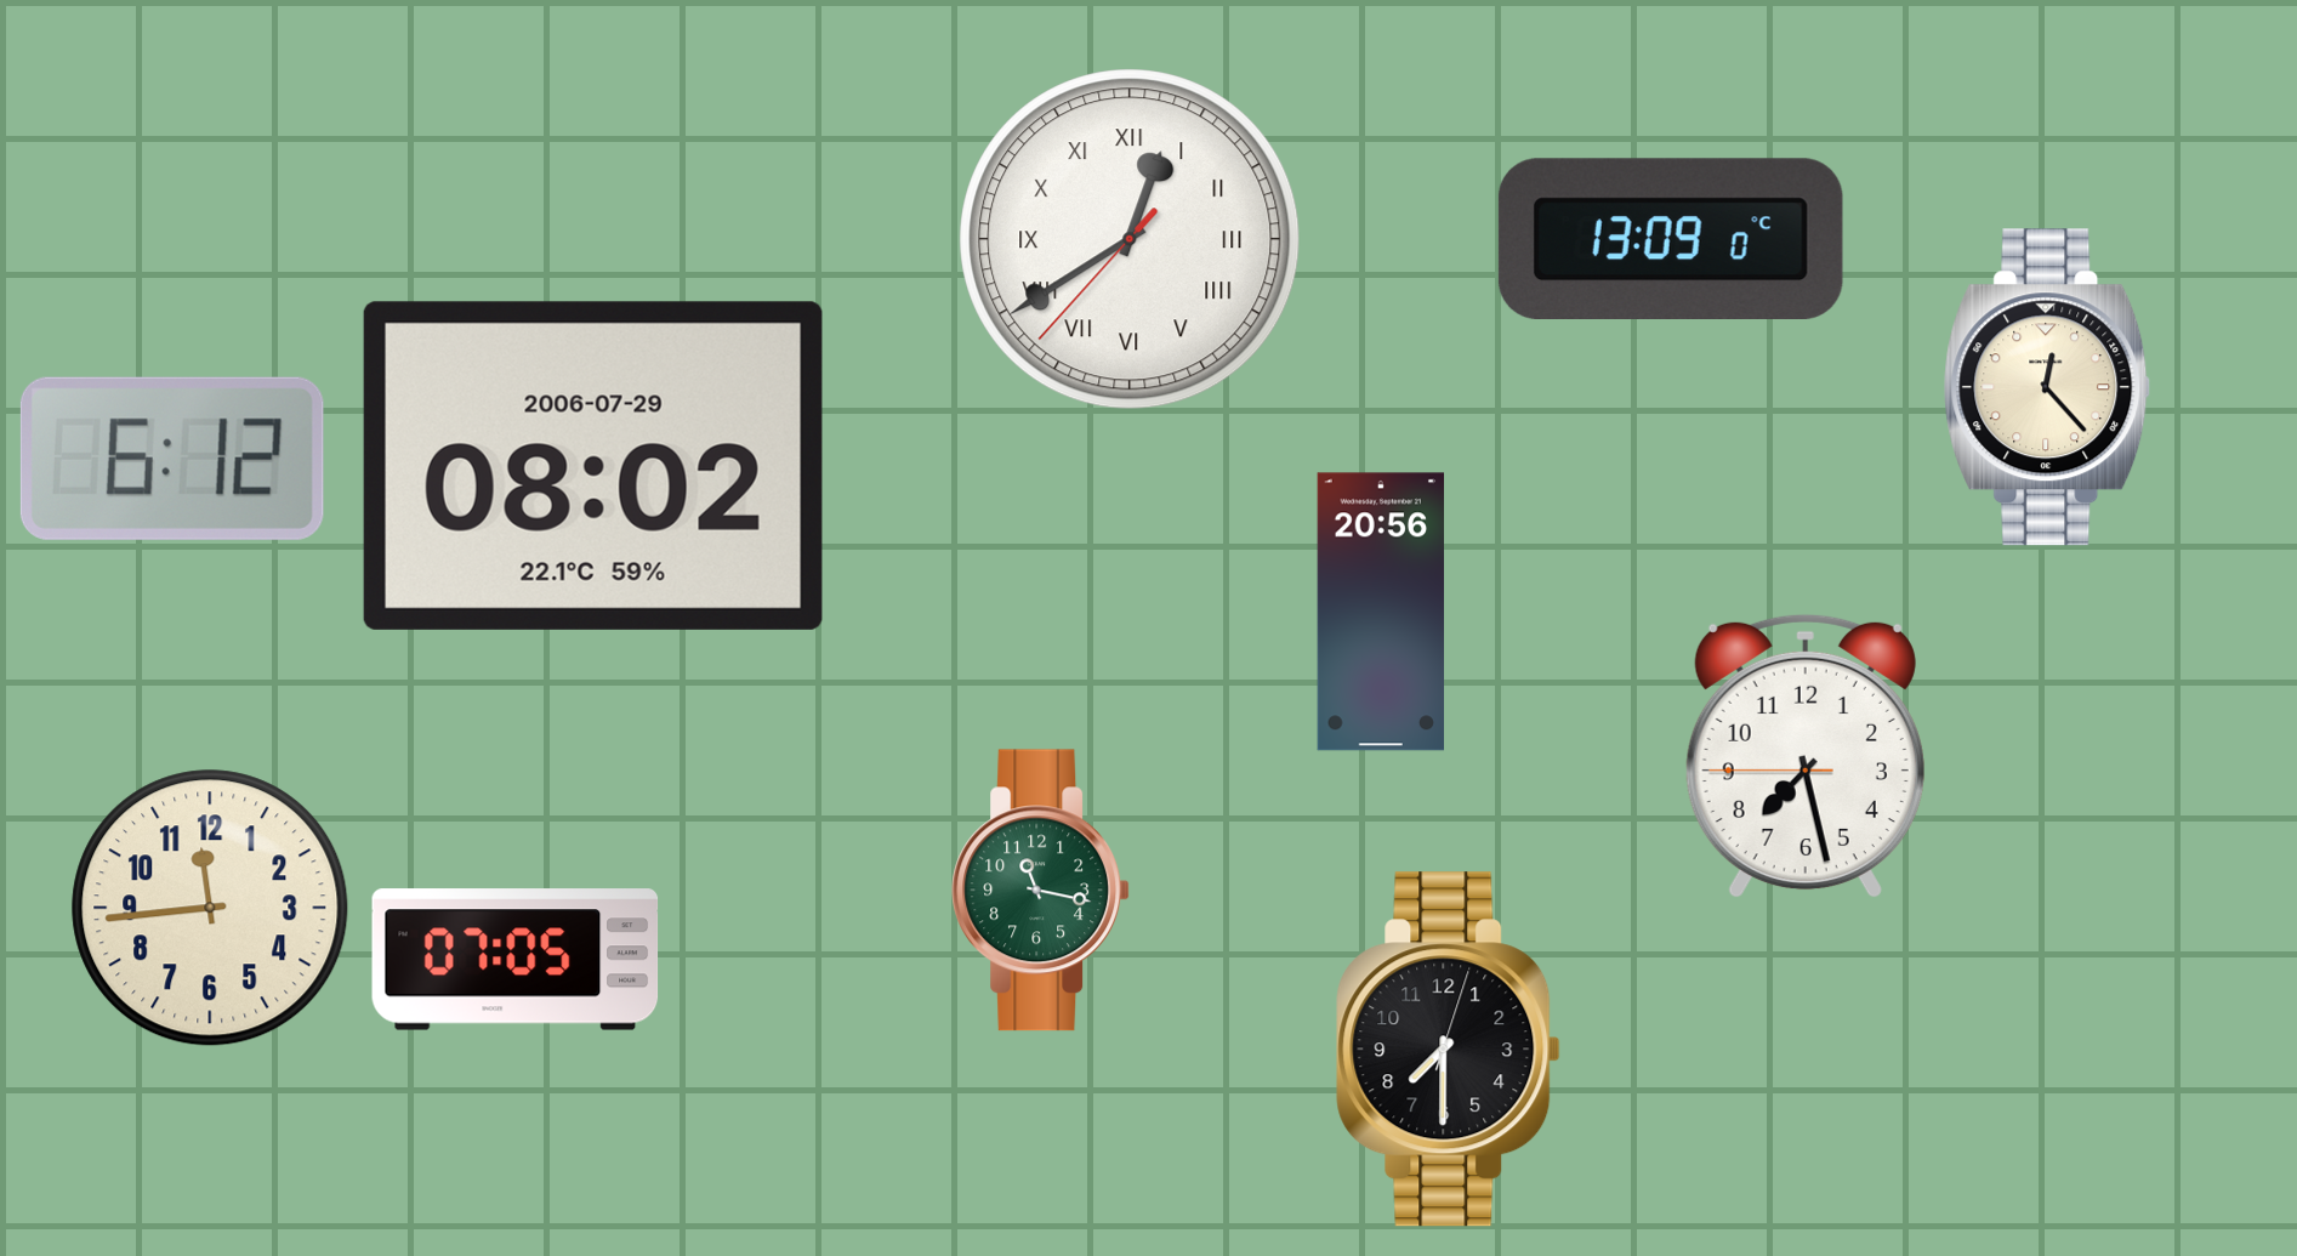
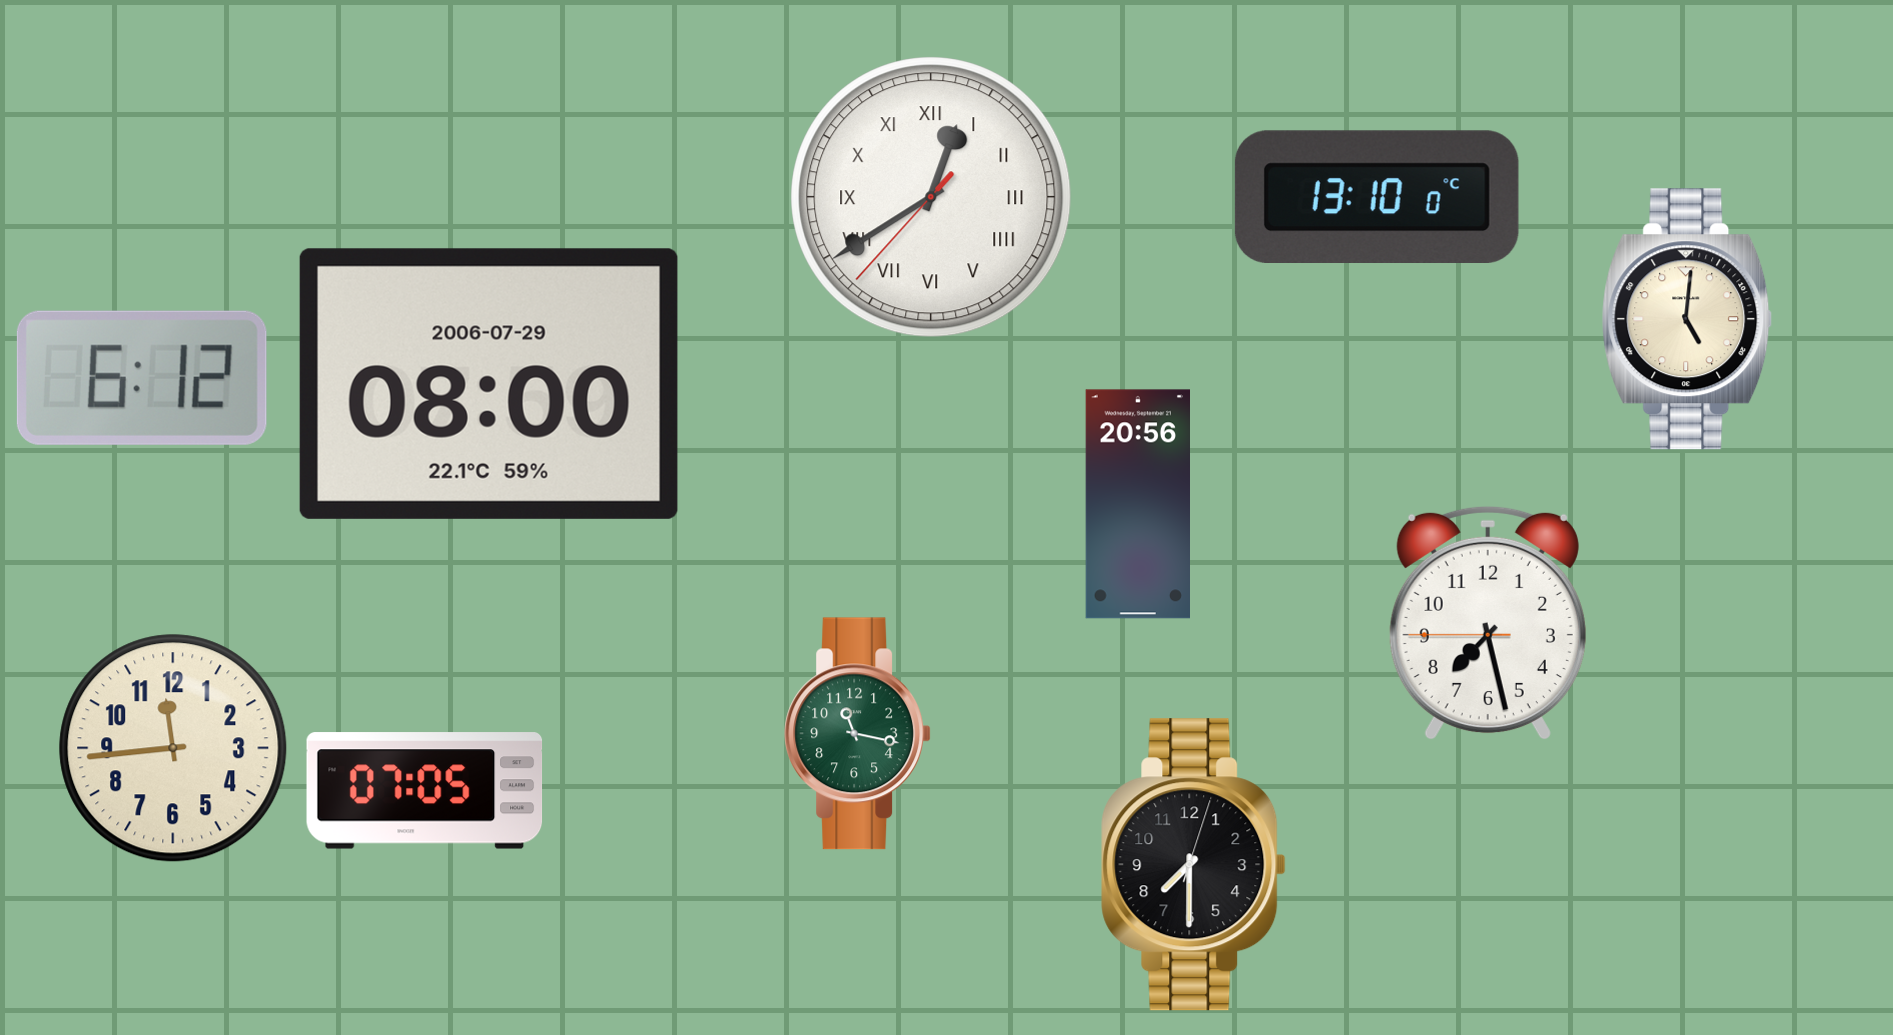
clock at (1671, 238): 13:09 -> 13:10
clock at (2047, 387): 12:23 -> 5:01
clock at (593, 466): 08:02 -> 08:00
